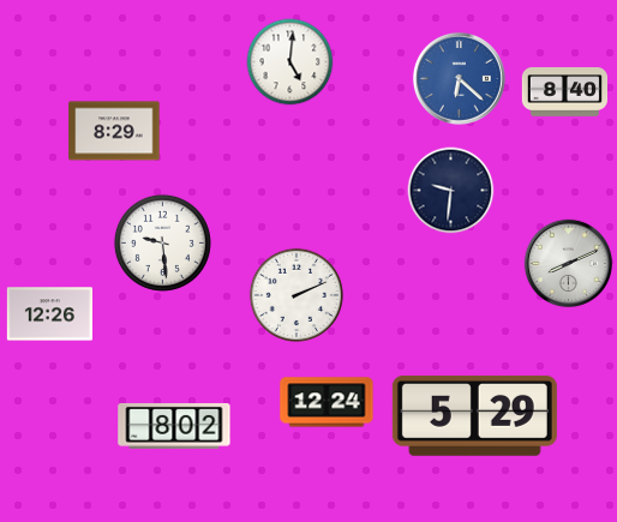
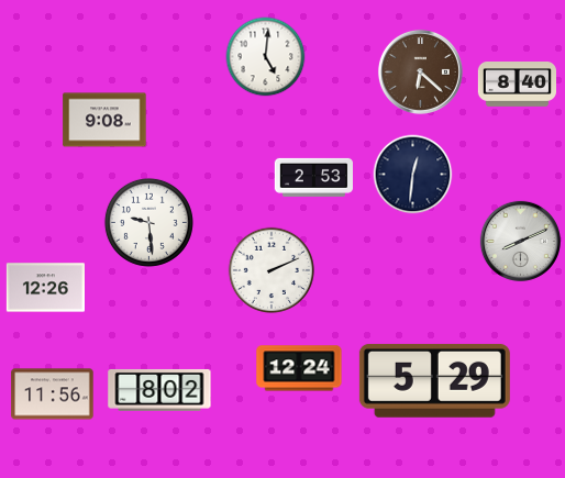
clock at (459, 78) dial: blue -> brown
clock at (114, 131): 8:29 -> 9:08
clock at (451, 191): 9:31 -> 12:31
clock at (313, 177): none -> 2:53
clock at (53, 394): none -> 11:56
